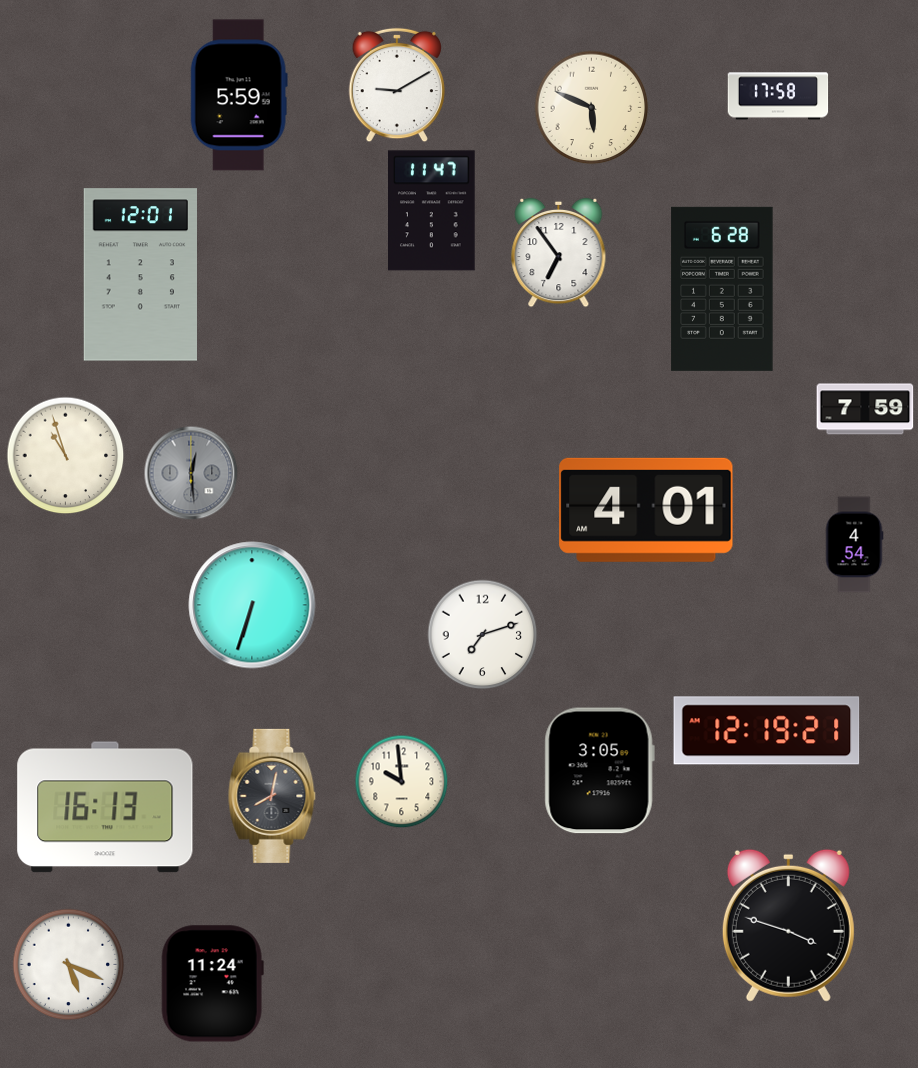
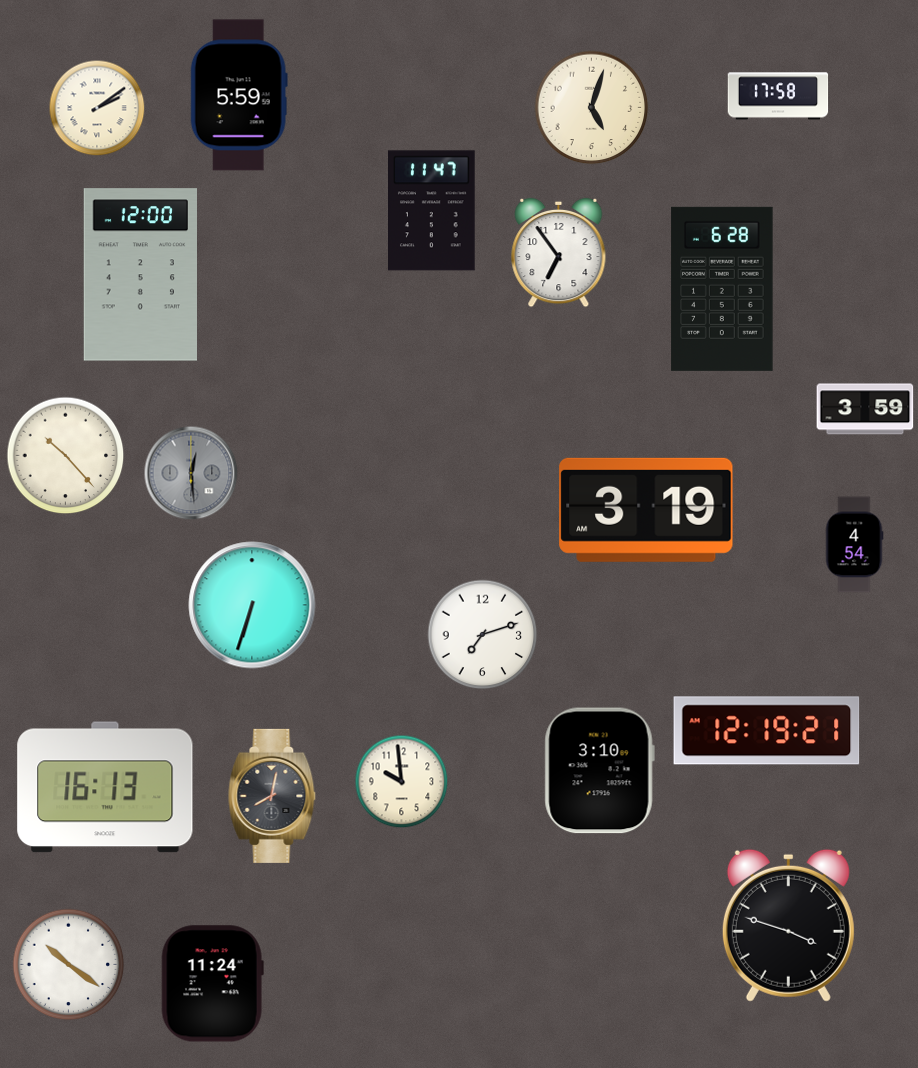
clock at (396, 85): 9:10 -> none
clock at (97, 108): none -> 2:09
clock at (592, 108): 5:49 -> 5:03
clock at (140, 275): 12:01 -> 12:00
clock at (865, 409): 7:59 -> 3:59
clock at (66, 456): 10:57 -> 10:23
clock at (646, 510): 4:01 -> 3:19
clock at (599, 771): 3:05 -> 3:10
clock at (105, 807) position: (105, 807) -> (105, 787)
clock at (69, 965): 5:19 -> 10:21
